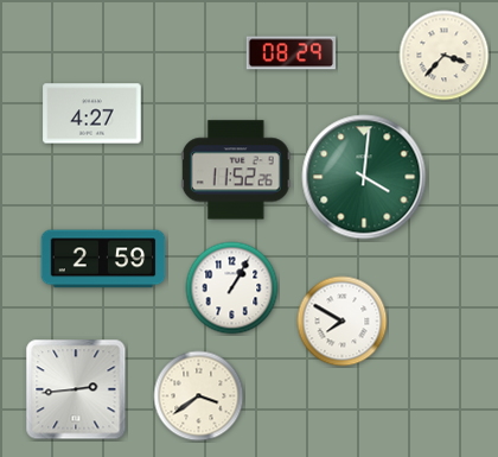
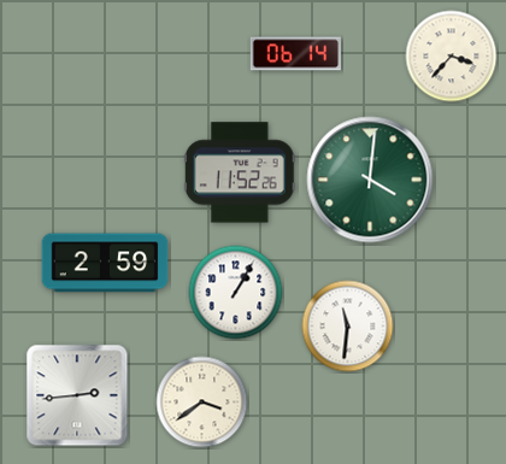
clock at (290, 53): 08:29 -> 06:14
clock at (92, 114): 4:27 -> none
clock at (343, 322): 7:50 -> 11:31
